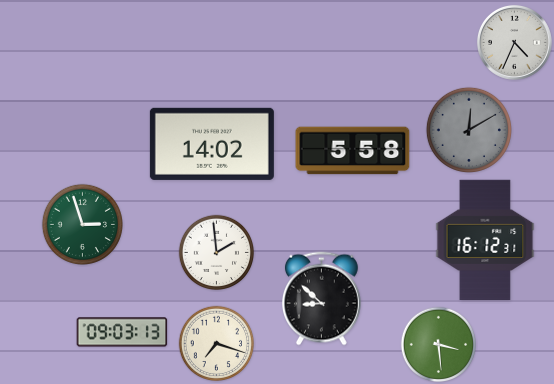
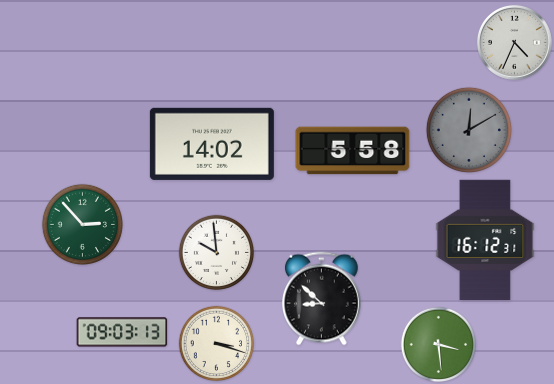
clock at (82, 224): 2:57 -> 2:53
clock at (217, 253): 1:59 -> 9:59
clock at (217, 344): 7:18 -> 3:18
